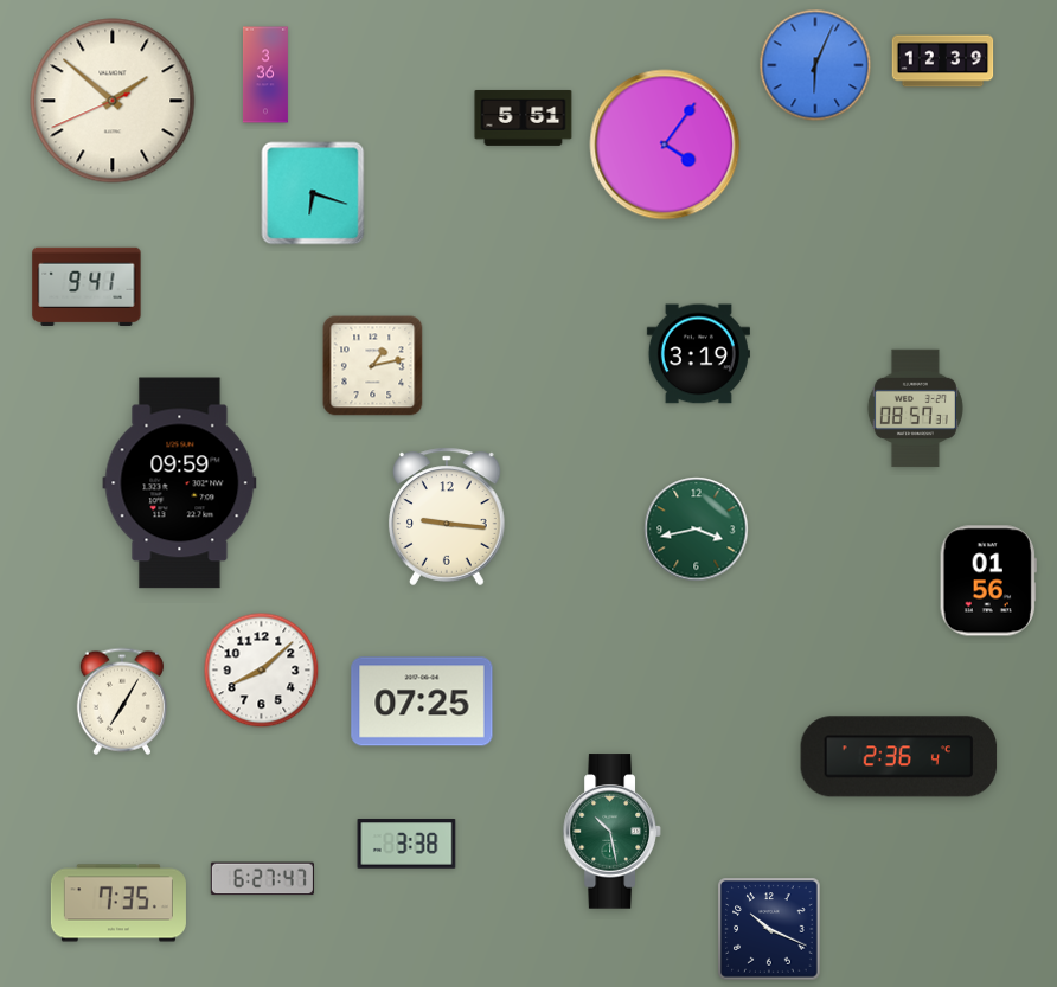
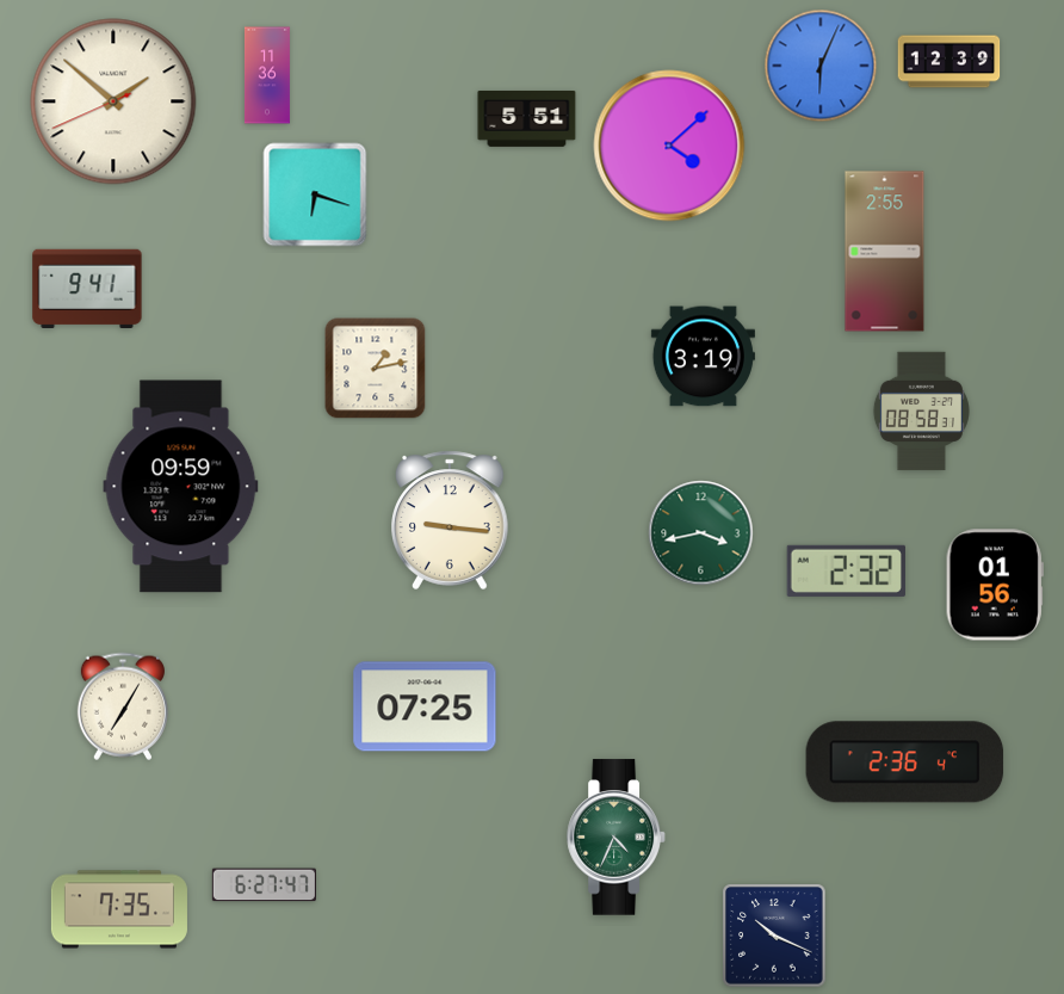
clock at (265, 75): 3:36 -> 11:36
clock at (665, 145): 4:06 -> 4:08
clock at (885, 252): none -> 2:55
clock at (915, 409): 08:57 -> 08:58
clock at (846, 570): none -> 2:32
clock at (262, 671): 8:08 -> none
clock at (613, 832): 10:28 -> 4:34
clock at (406, 844): 3:38 -> none
